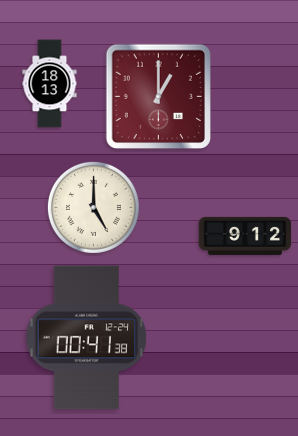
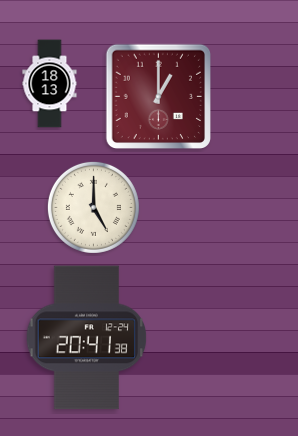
clock at (245, 236): 9:12 -> none
clock at (87, 338): 00:41 -> 20:41
